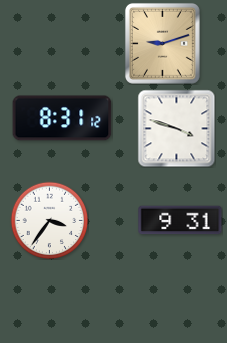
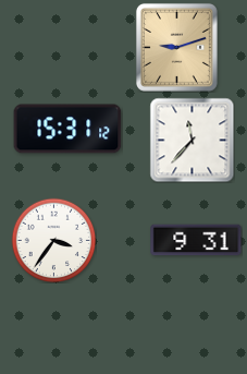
clock at (62, 118): 8:31 -> 15:31
clock at (176, 128): 3:48 -> 11:37
